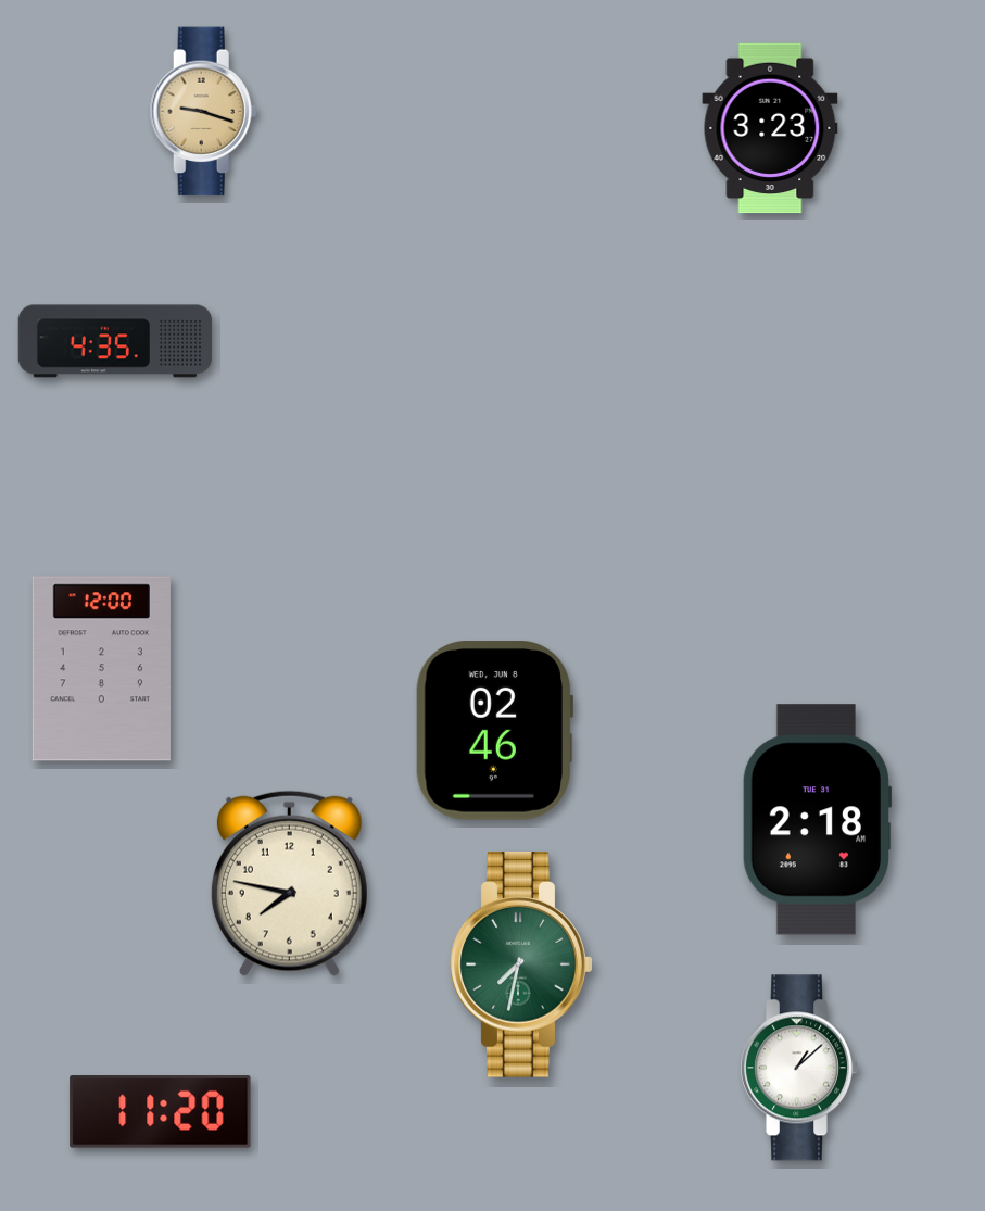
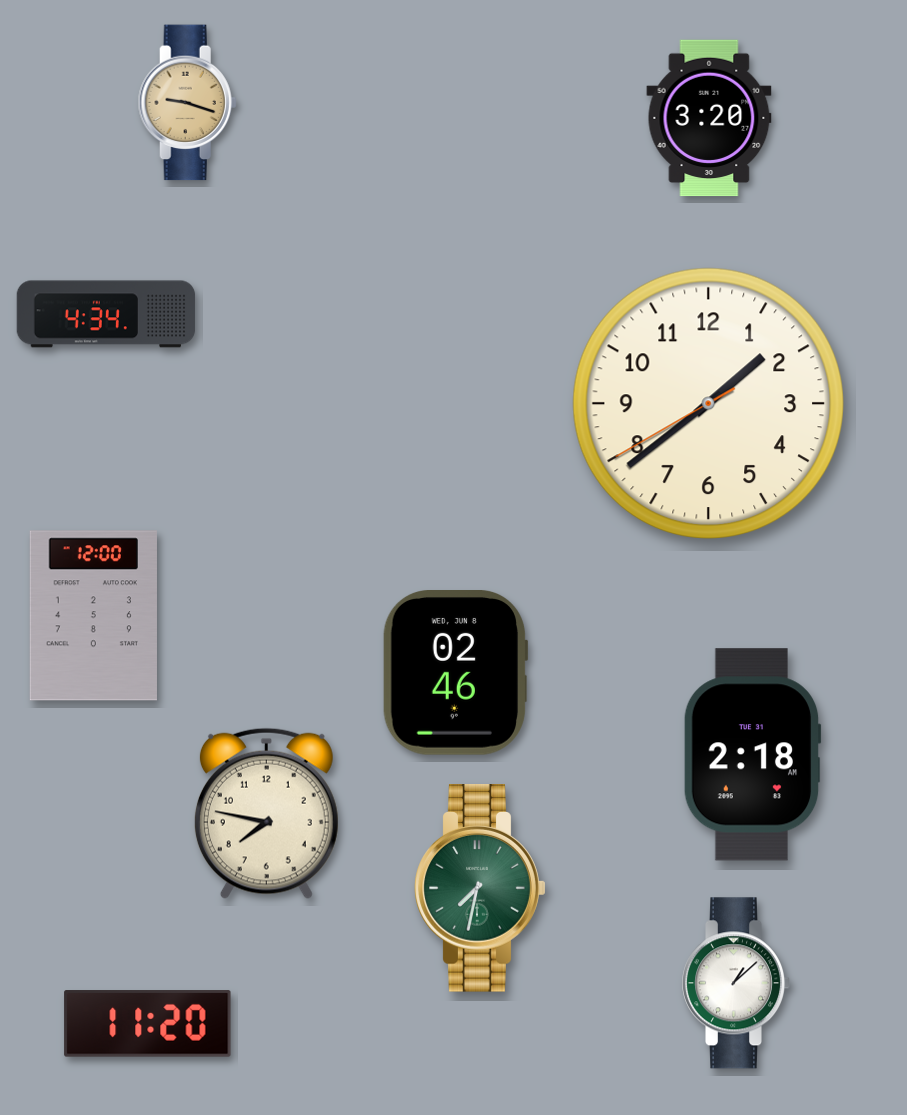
clock at (770, 128): 3:23 -> 3:20
clock at (115, 341): 4:35 -> 4:34
clock at (708, 403): none -> 1:38
